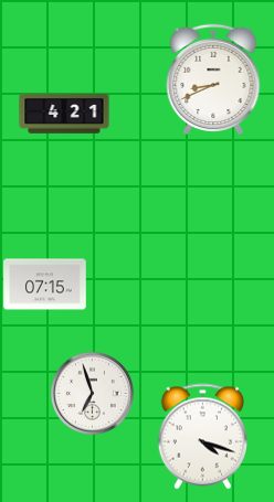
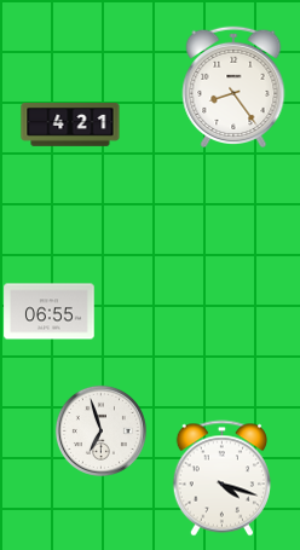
clock at (213, 78): 8:41 -> 8:24
clock at (45, 285): 07:15 -> 06:55
